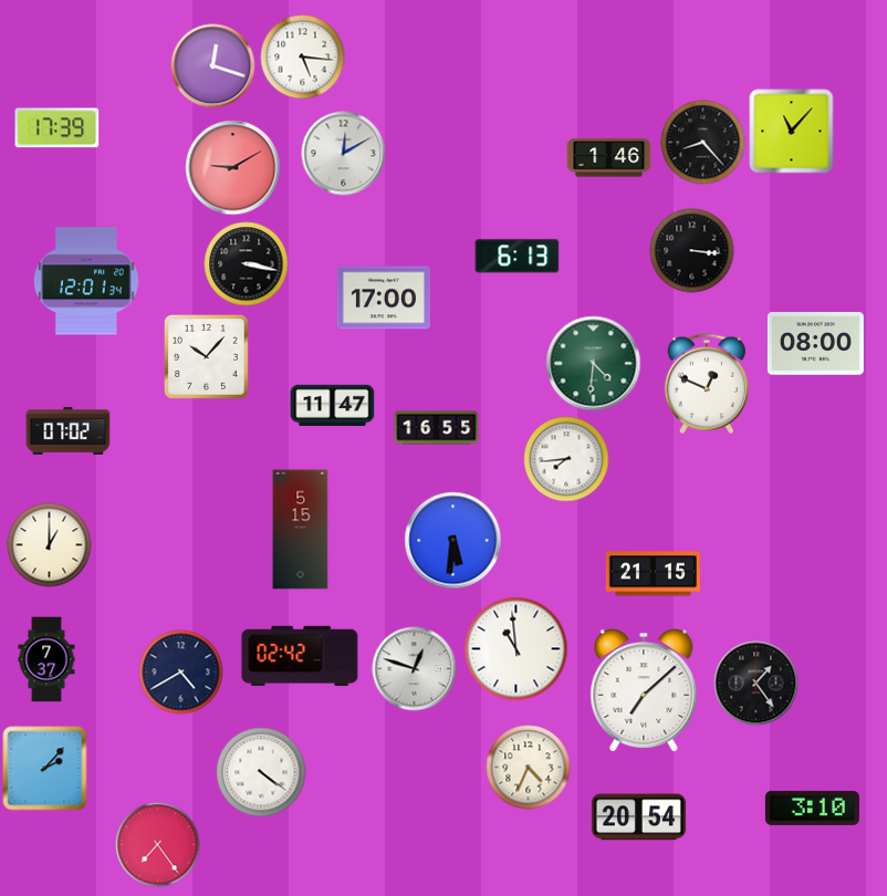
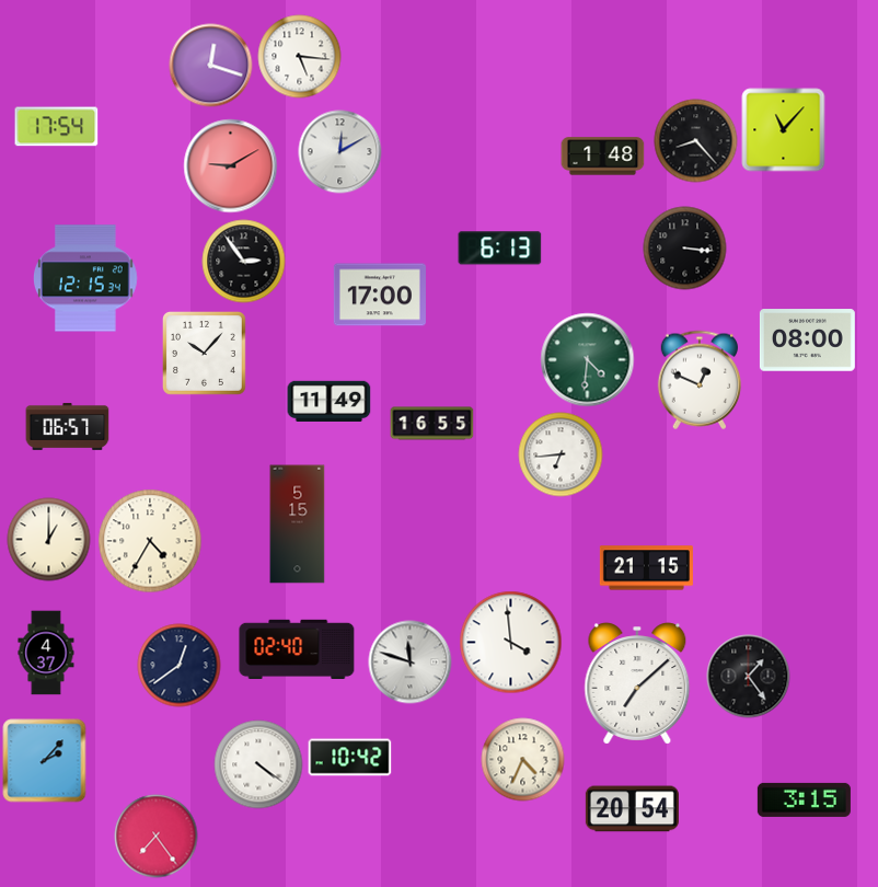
clock at (58, 128): 17:39 -> 17:54
clock at (609, 158): 1:46 -> 1:48
clock at (518, 257) position: (518, 257) -> (500, 249)
clock at (247, 264): 3:17 -> 2:54
clock at (87, 281): 12:01 -> 12:15
clock at (333, 405): 11:47 -> 11:49
clock at (69, 430): 07:02 -> 06:57
clock at (566, 459): 7:44 -> 6:44
clock at (453, 541): 5:31 -> none
clock at (150, 541): none -> 4:35
clock at (516, 649): 10:59 -> 3:59
clock at (300, 655): 02:42 -> 02:40
clock at (46, 659): 7:37 -> 4:37
clock at (415, 669): 12:48 -> 11:48
clock at (181, 673): 4:40 -> 12:39
clock at (350, 758): none -> 10:42
clock at (812, 808): 3:10 -> 3:15
